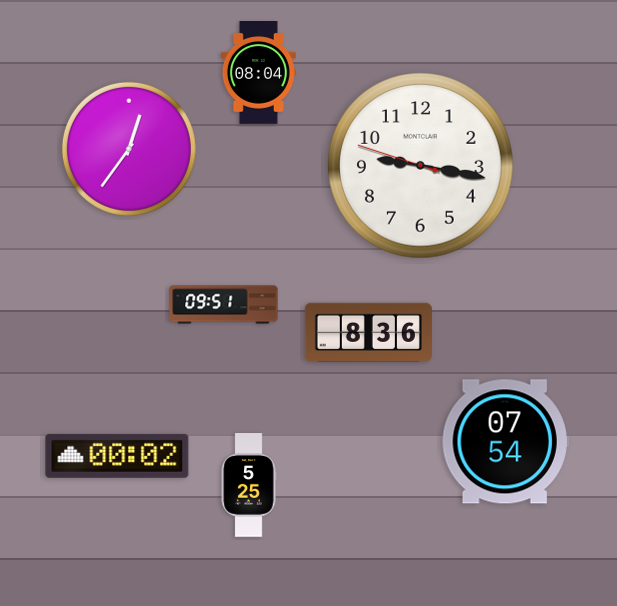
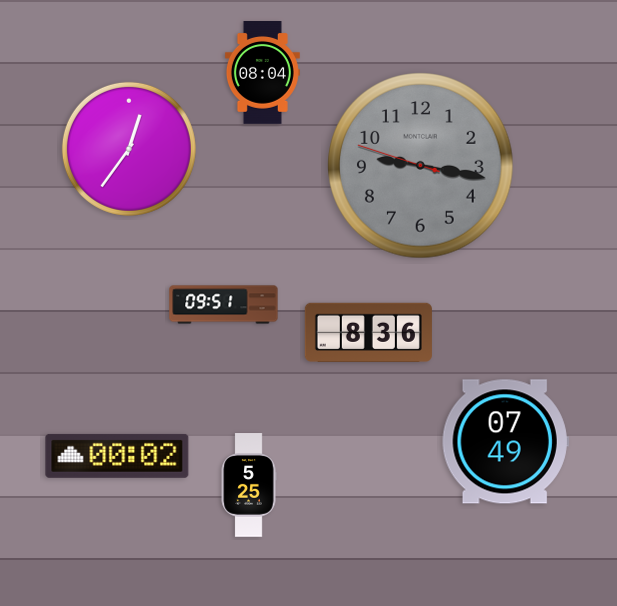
clock at (258, 73) position: (258, 73) -> (262, 73)
clock at (421, 166) dial: white -> grey
clock at (505, 442): 07:54 -> 07:49
